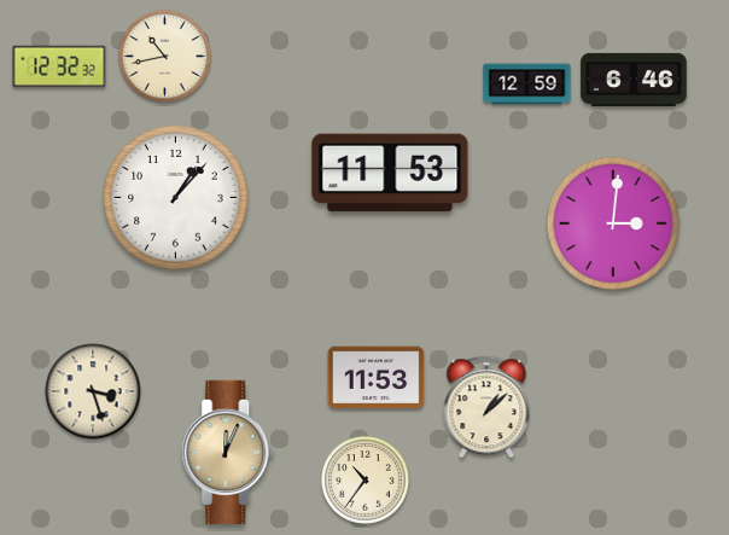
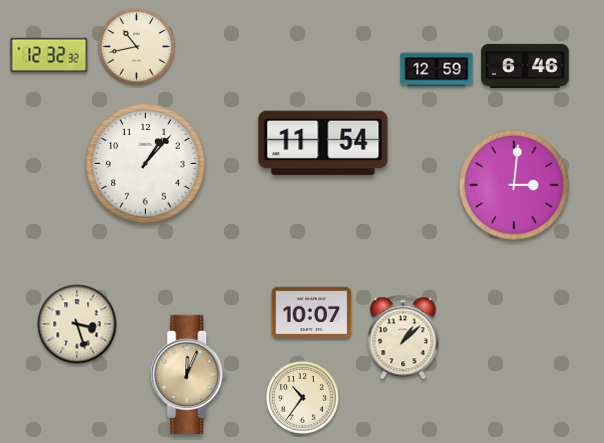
clock at (390, 173): 11:53 -> 11:54
clock at (613, 223) position: (613, 223) -> (514, 185)
clock at (377, 378): 11:53 -> 10:07
